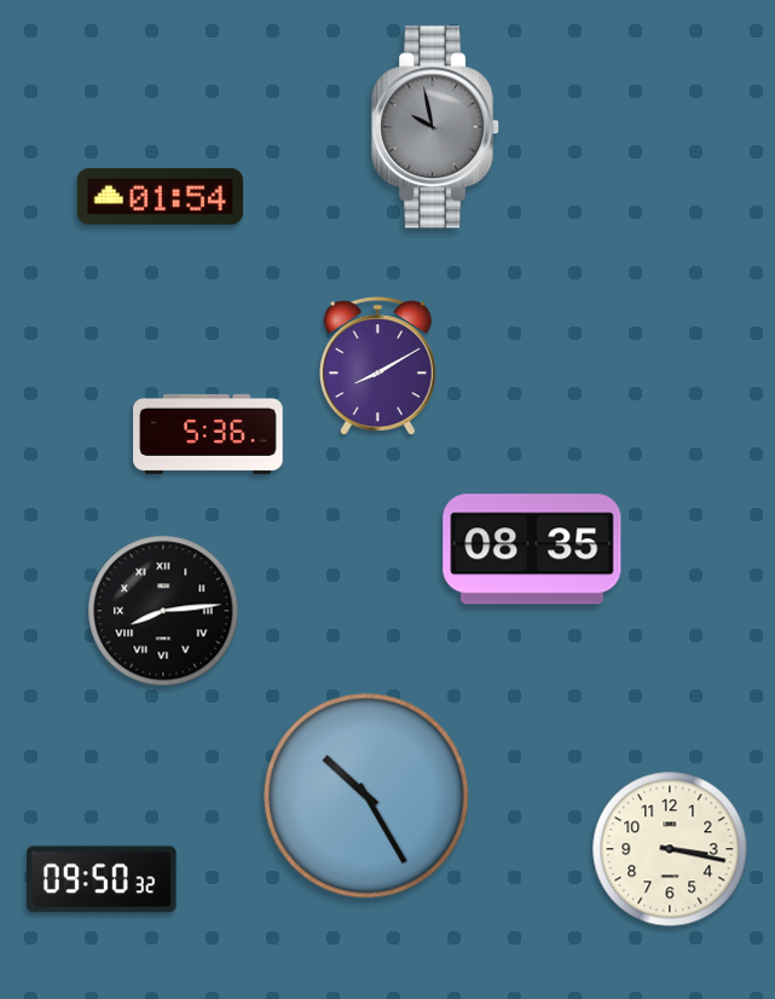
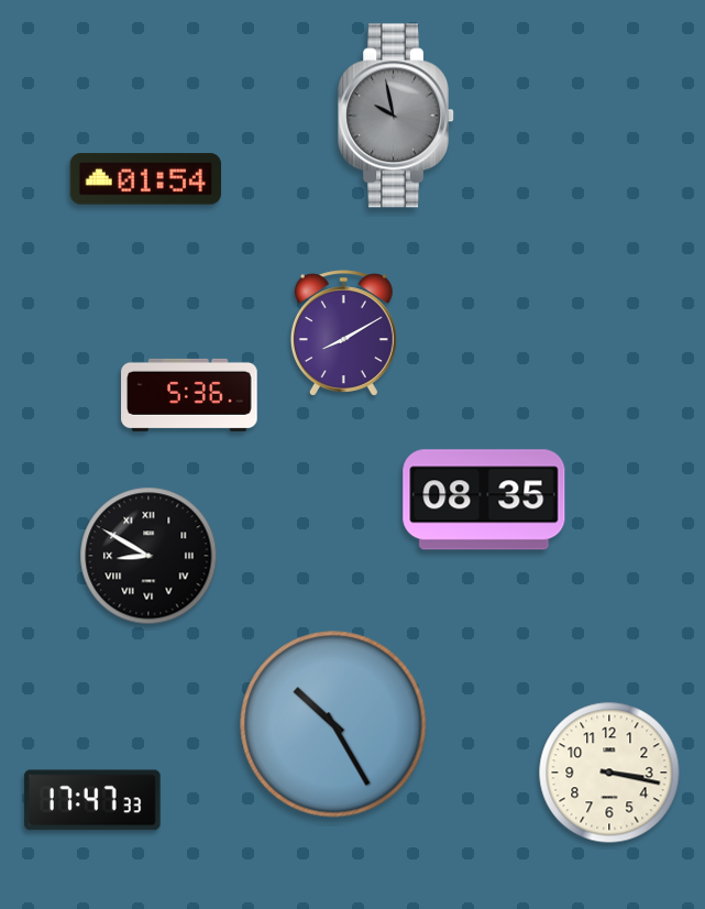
clock at (163, 611): 8:14 -> 8:50
clock at (102, 879): 09:50 -> 17:47
